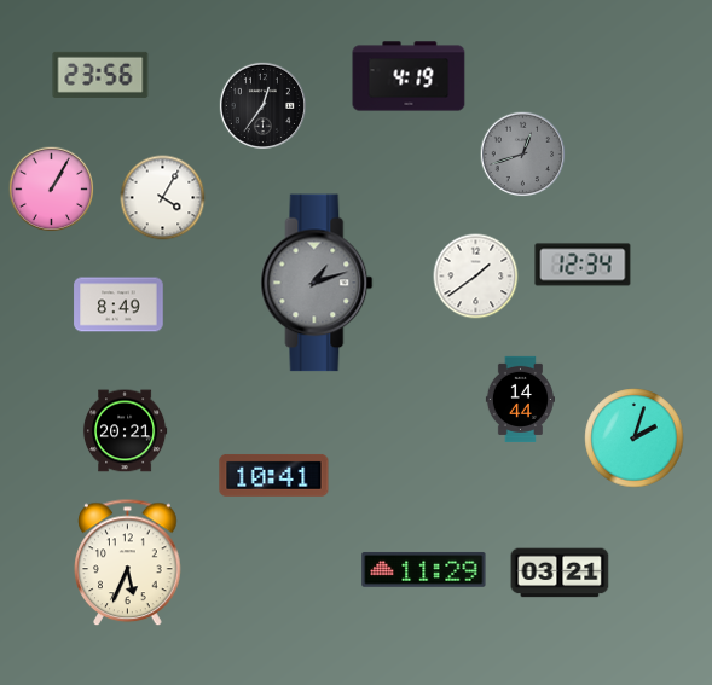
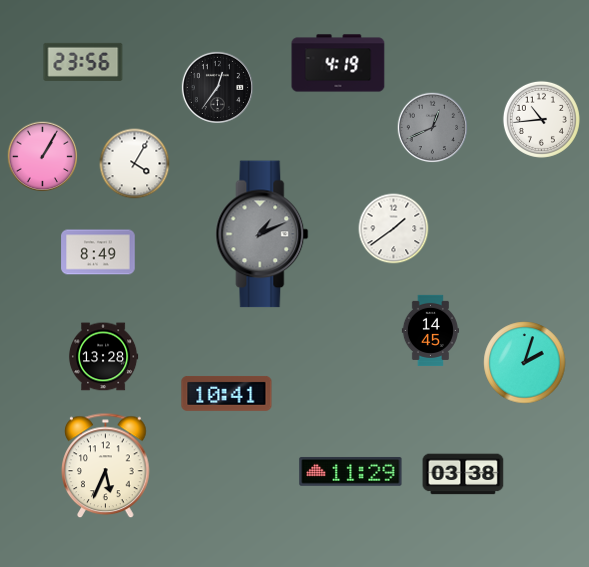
clock at (541, 119): none -> 10:44
clock at (523, 155): 12:42 -> 12:41
clock at (583, 265): 12:34 -> none
clock at (317, 283): 1:12 -> 1:11
clock at (520, 399): 14:44 -> 14:45
clock at (125, 431): 20:21 -> 13:28
clock at (560, 573): 03:21 -> 03:38
